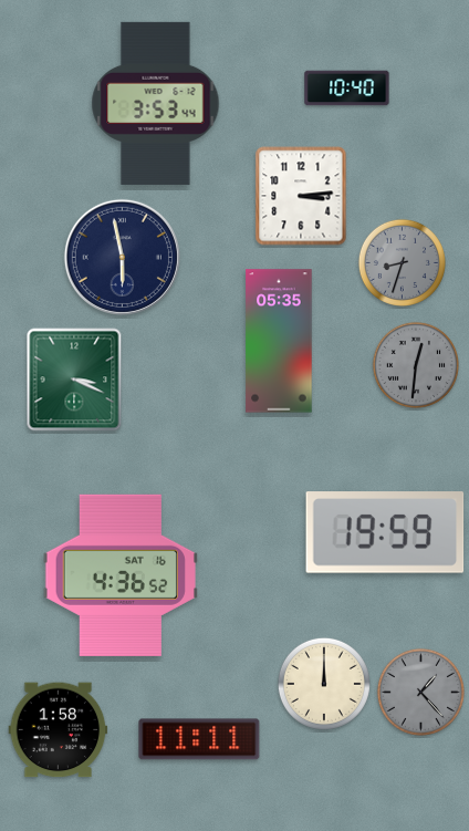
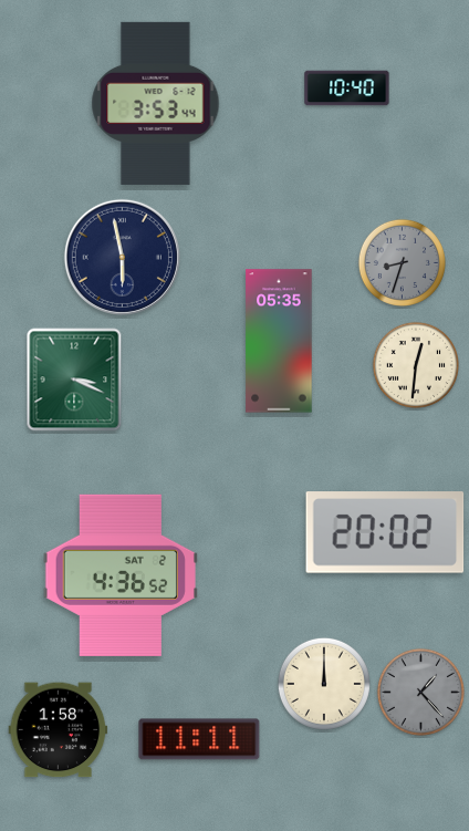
clock at (301, 196): 3:14 -> none
clock at (416, 365) dial: grey -> cream
clock at (385, 532): 19:59 -> 20:02
clock at (121, 575) date: SAT 16 -> SAT 2
